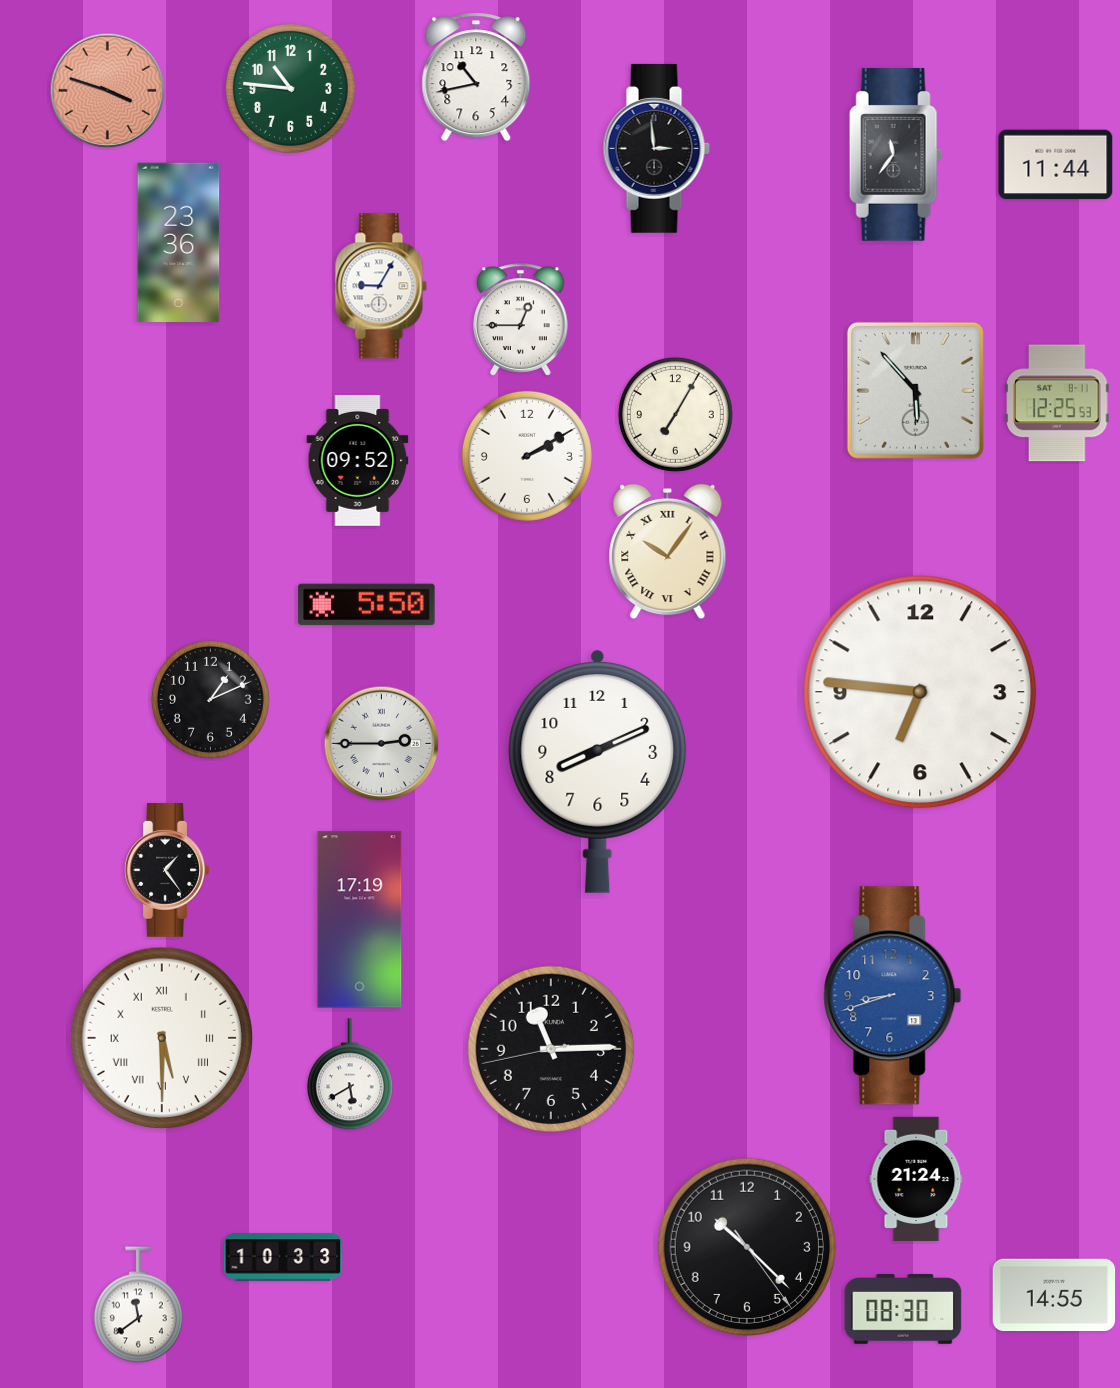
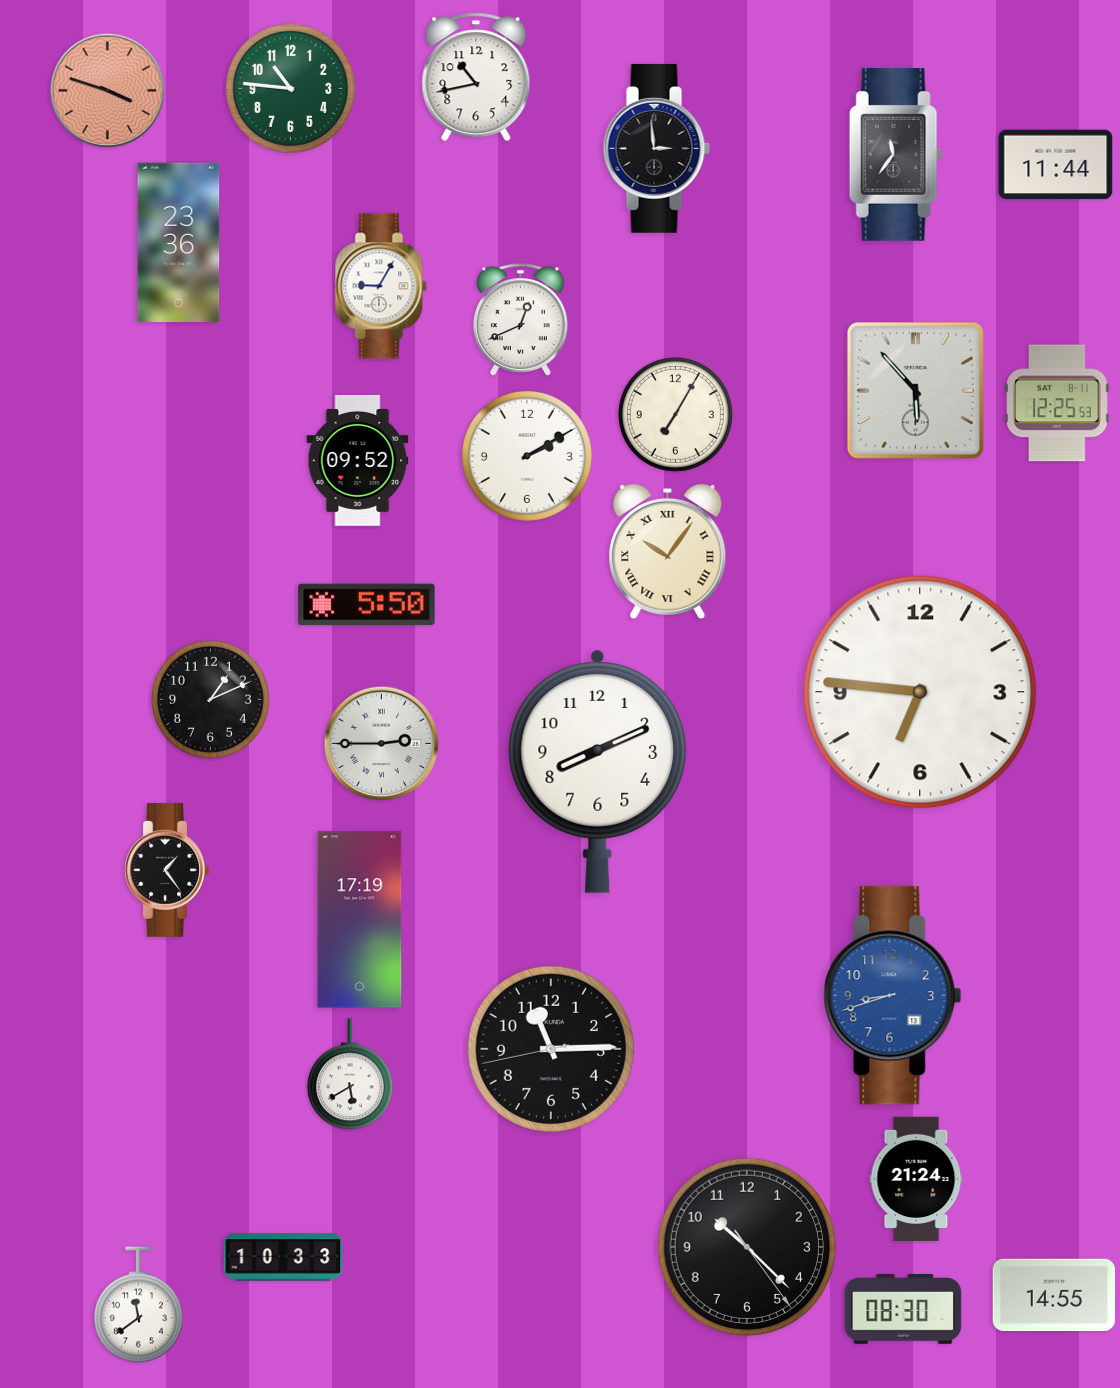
clock at (521, 320): 12:45 -> 12:41
clock at (161, 1037): 5:30 -> none
